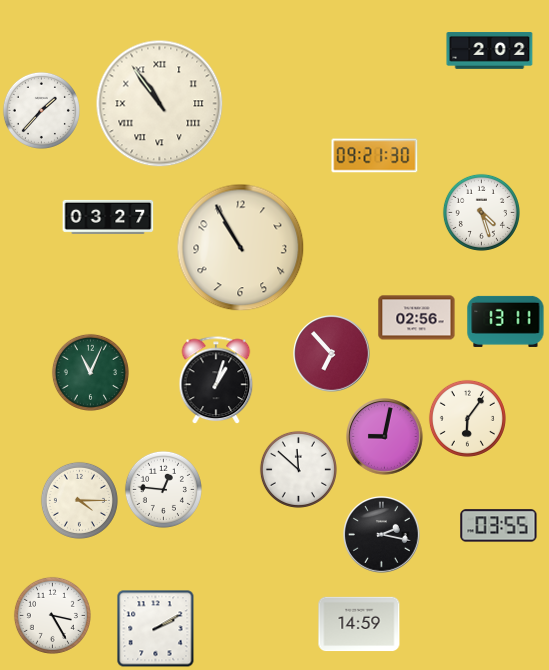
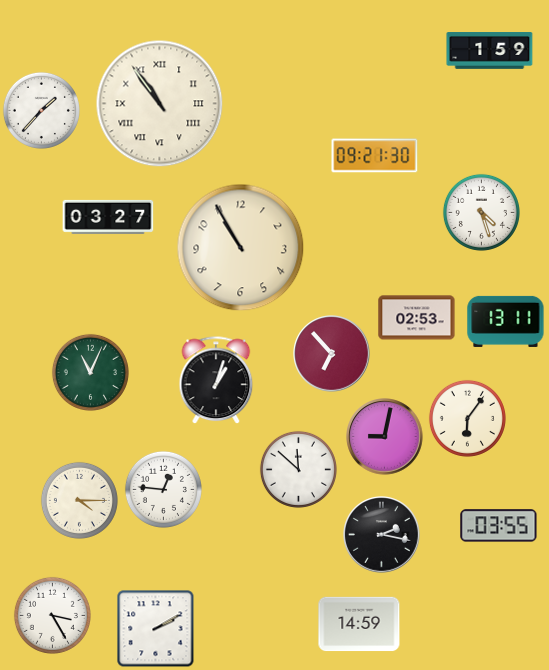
clock at (490, 51): 2:02 -> 1:59
clock at (417, 318): 02:56 -> 02:53
